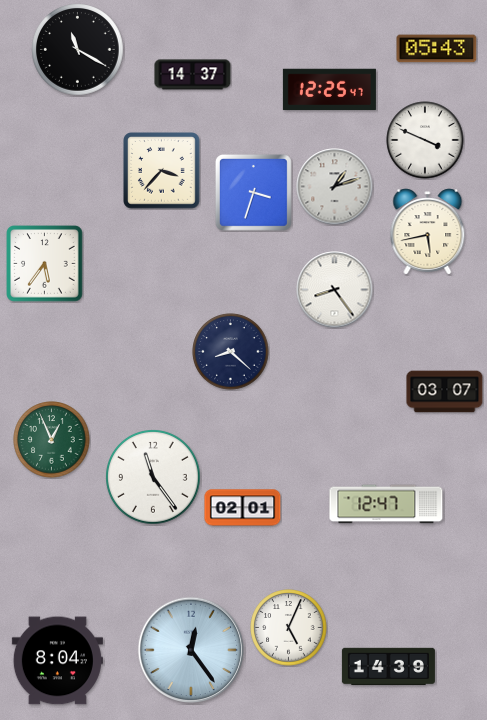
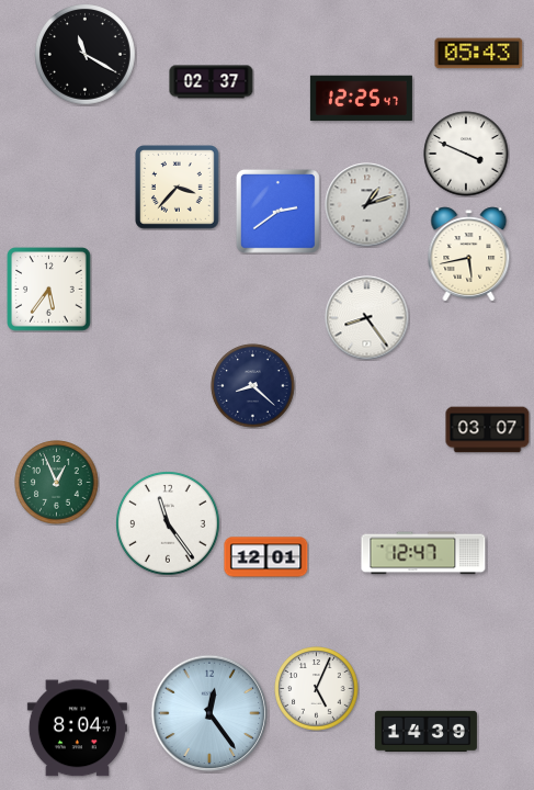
clock at (193, 75): 14:37 -> 02:37
clock at (253, 192): 3:33 -> 2:39
clock at (243, 508): 02:01 -> 12:01
clock at (57, 661) position: (57, 661) -> (77, 729)
